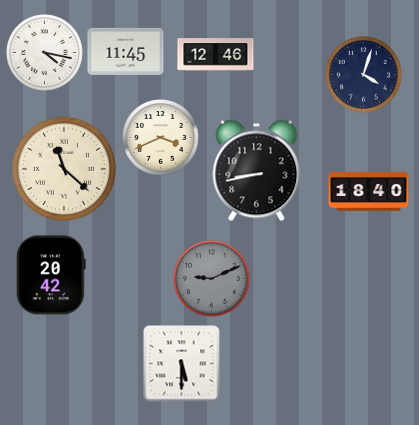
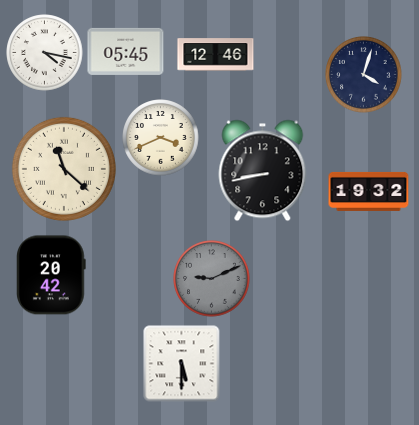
clock at (126, 51): 11:45 -> 05:45
clock at (257, 171) position: (257, 171) -> (263, 171)
clock at (369, 191): 18:40 -> 19:32
